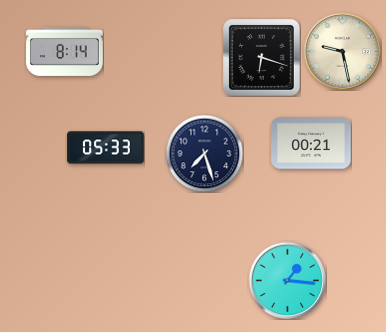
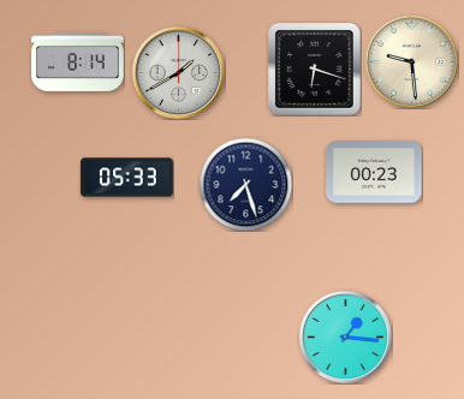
clock at (342, 51): 9:28 -> 9:29
clock at (178, 72): none -> 1:40
clock at (311, 143): 00:21 -> 00:23
